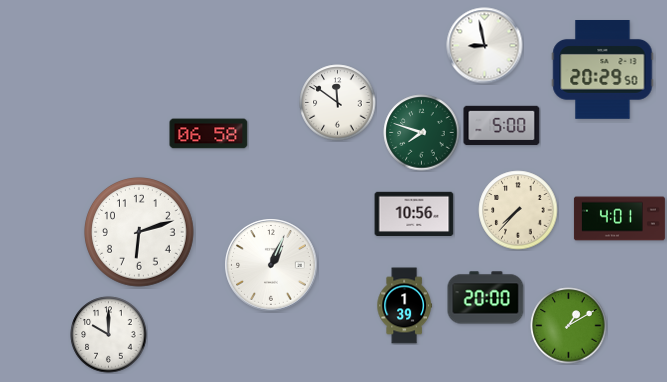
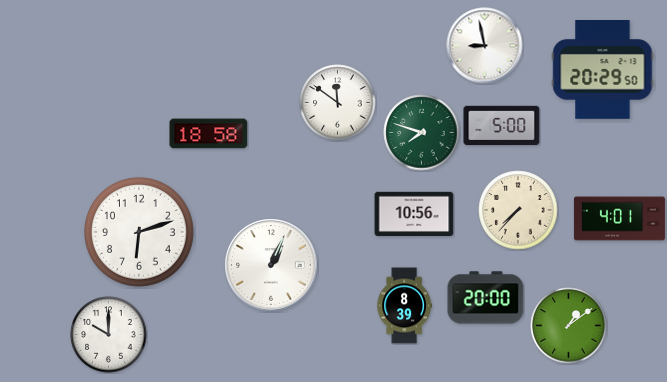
clock at (209, 134): 06:58 -> 18:58
clock at (404, 306): 1:39 -> 8:39
clock at (569, 326): 1:10 -> 1:09
